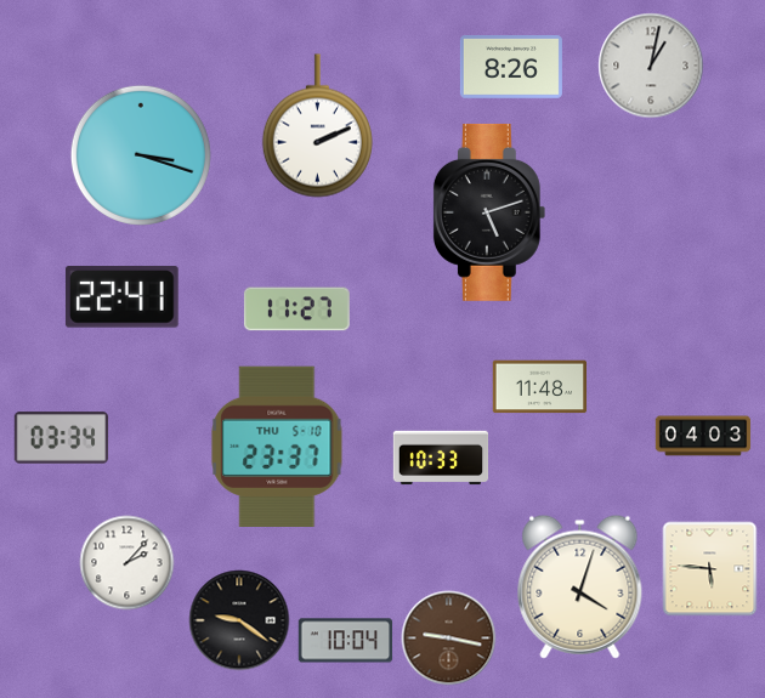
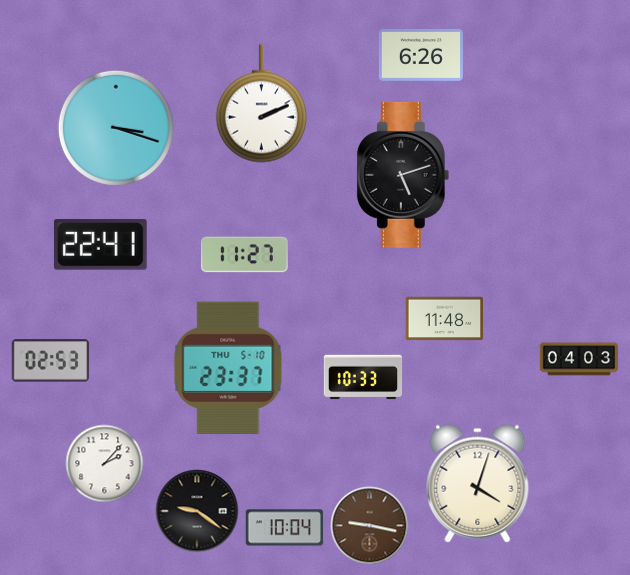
clock at (651, 66): 1:02 -> none
clock at (511, 68): 8:26 -> 6:26
clock at (61, 438): 03:34 -> 02:53
clock at (709, 568): 5:46 -> none
